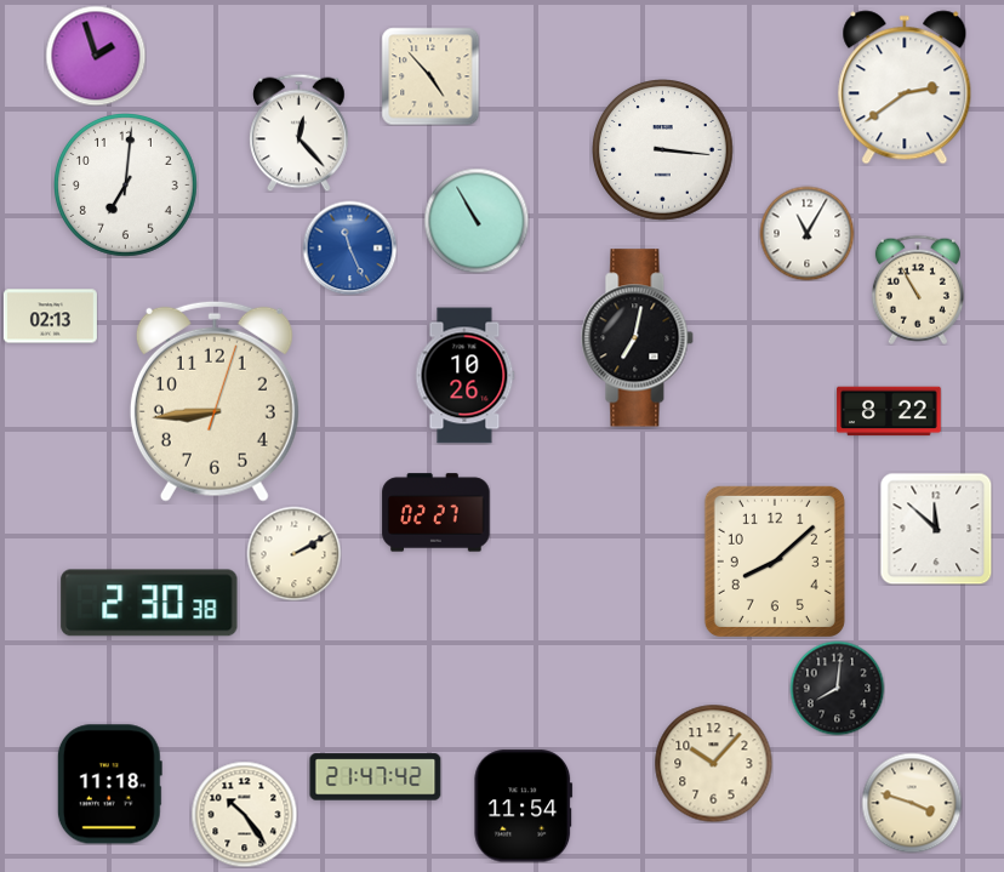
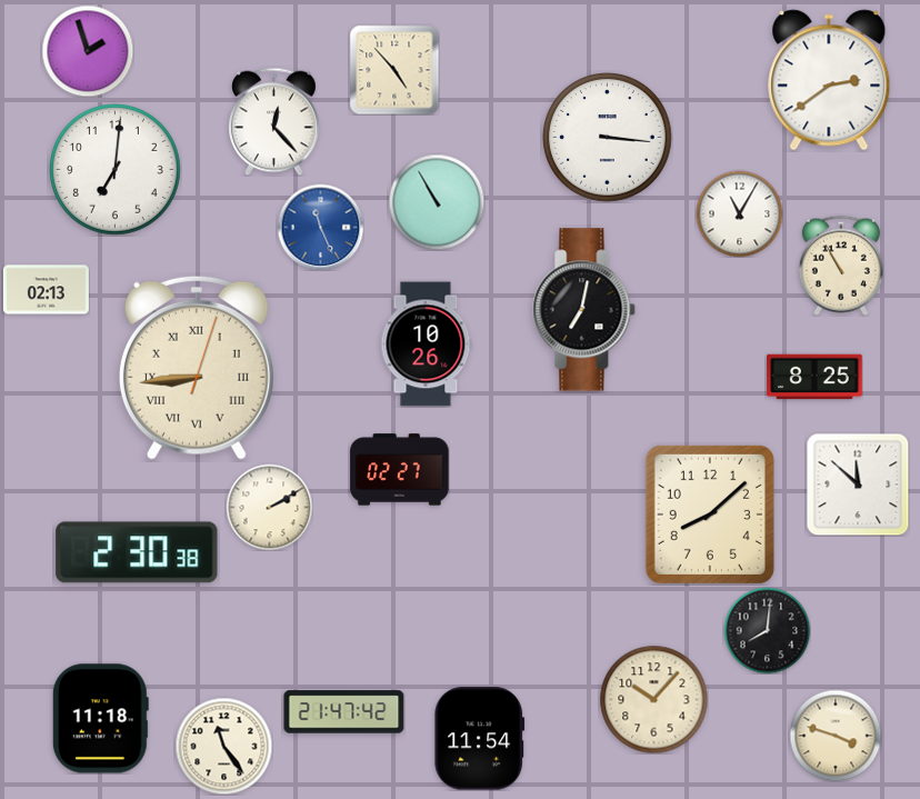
clock at (215, 401) numerals: Arabic -> Roman
clock at (889, 411): 8:22 -> 8:25
clock at (244, 814): 10:24 -> 11:24
